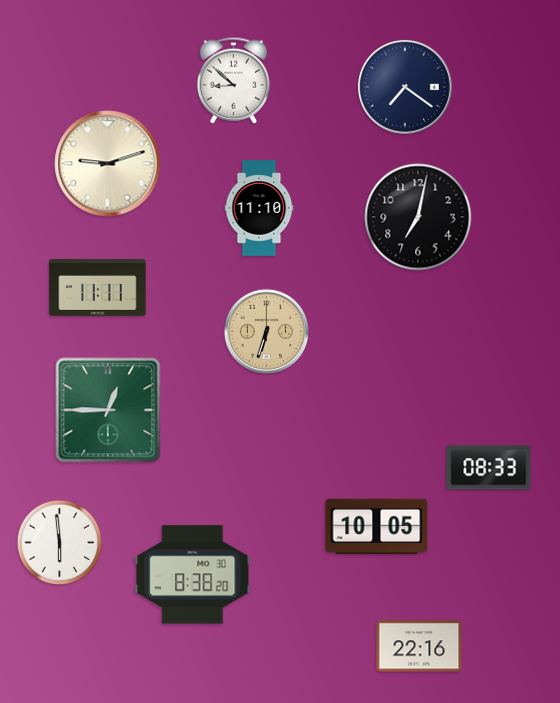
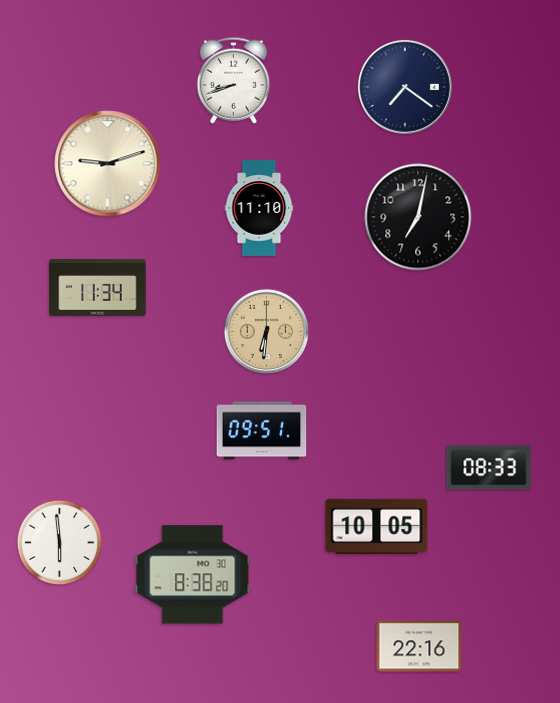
clock at (233, 80): 8:52 -> 8:42
clock at (98, 287): 11:11 -> 11:34
clock at (266, 331): 6:33 -> 6:31
clock at (108, 410): 12:45 -> none
clock at (262, 431): none -> 09:51
